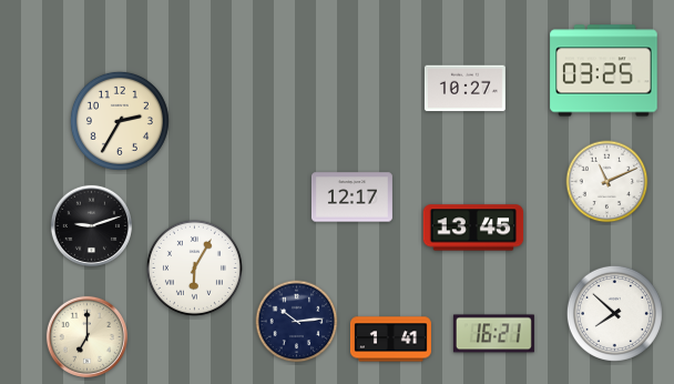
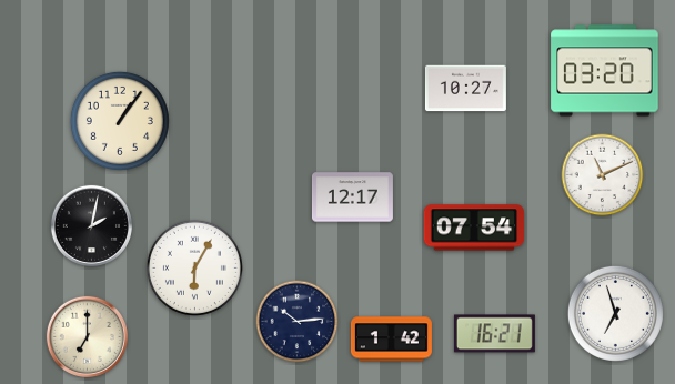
clock at (604, 71): 03:25 -> 03:20
clock at (120, 121): 2:35 -> 1:06
clock at (607, 182) position: (607, 182) -> (603, 175)
clock at (91, 225): 9:12 -> 2:02
clock at (473, 228): 13:45 -> 07:54
clock at (614, 313): 7:52 -> 6:57
clock at (390, 340): 1:41 -> 1:42
